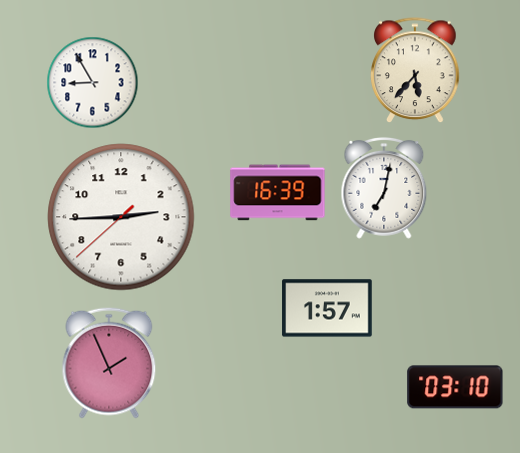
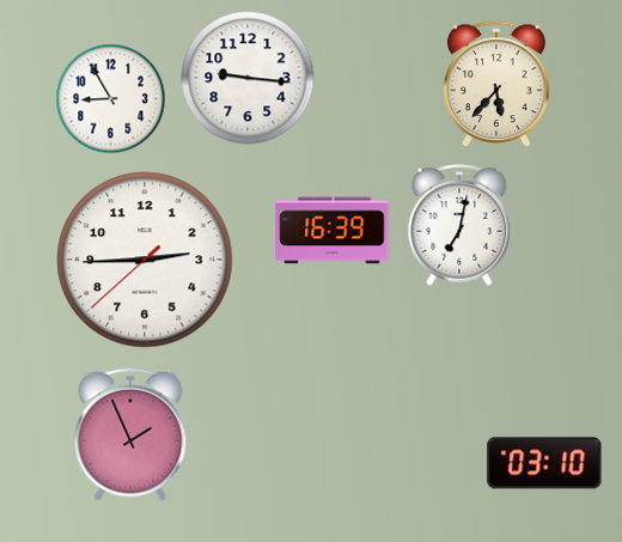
clock at (248, 78): none -> 9:16
clock at (327, 308): 1:57 -> none
